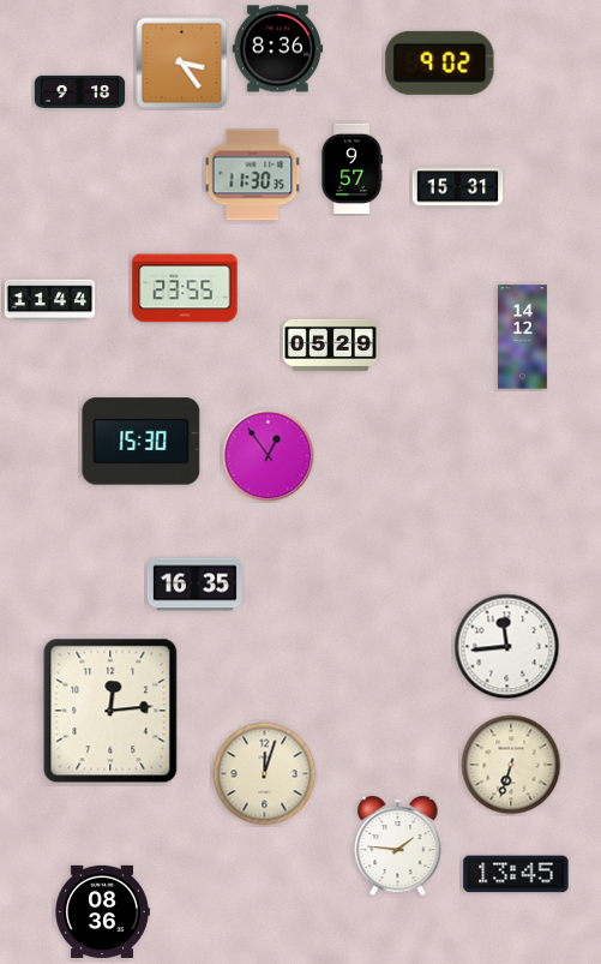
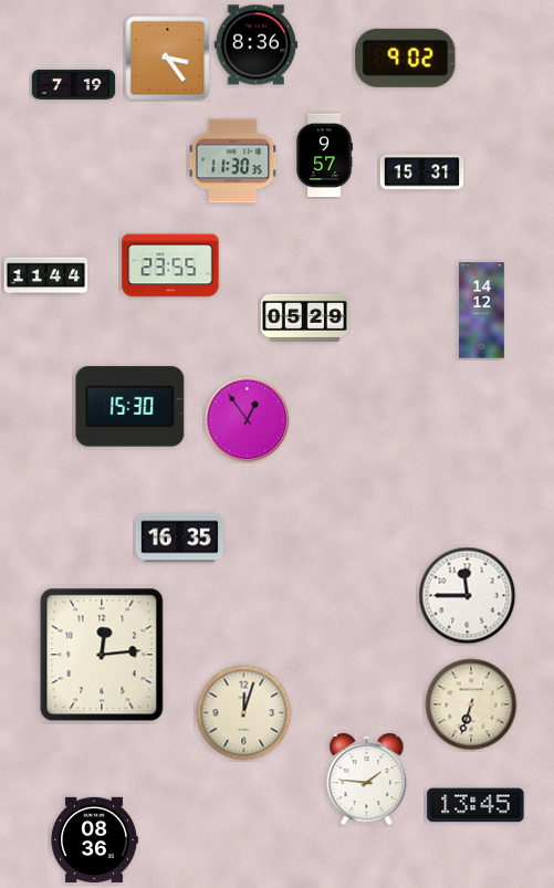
clock at (80, 91): 9:18 -> 7:19
clock at (507, 647): 11:44 -> 11:45
